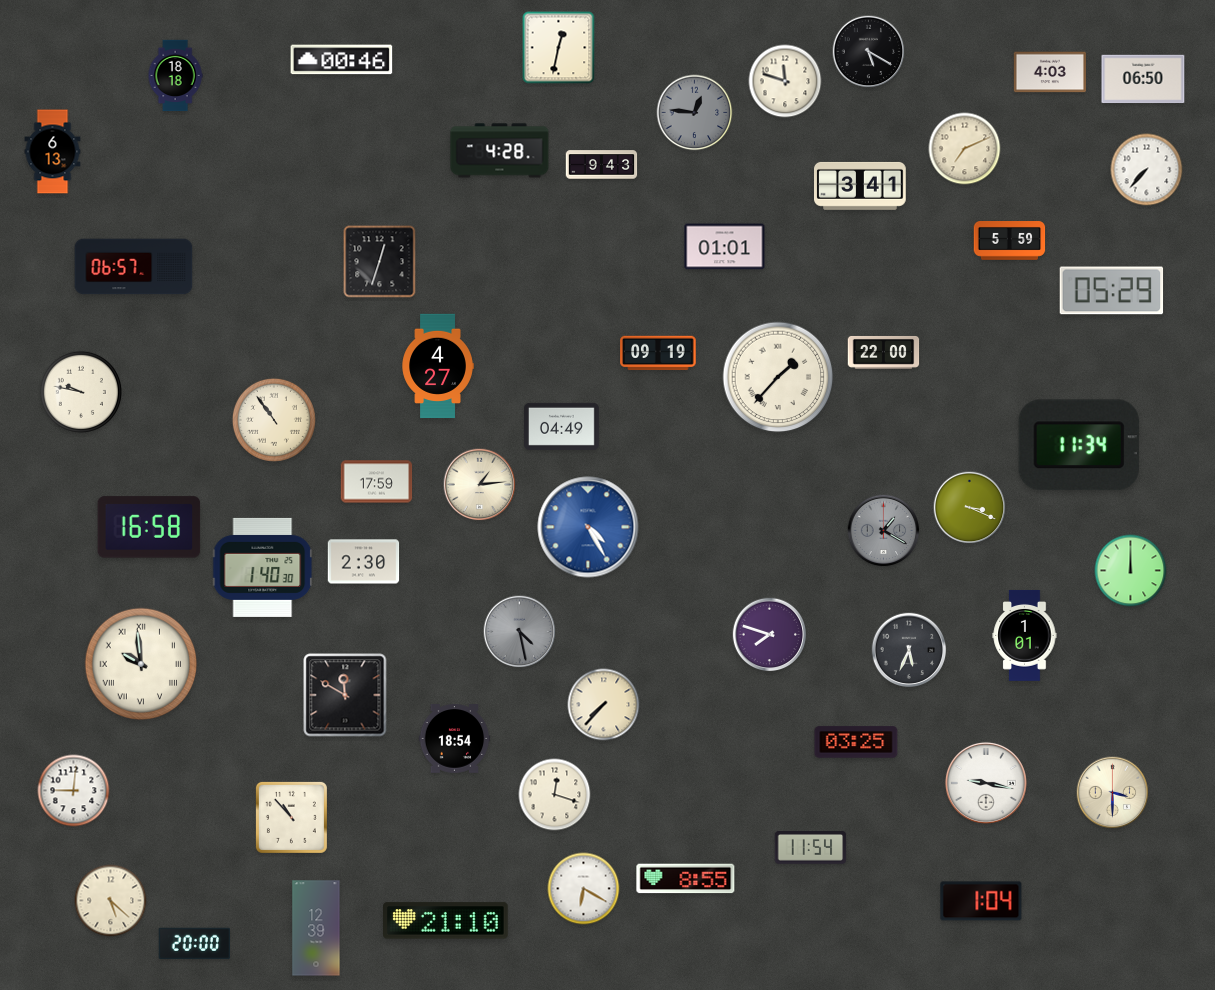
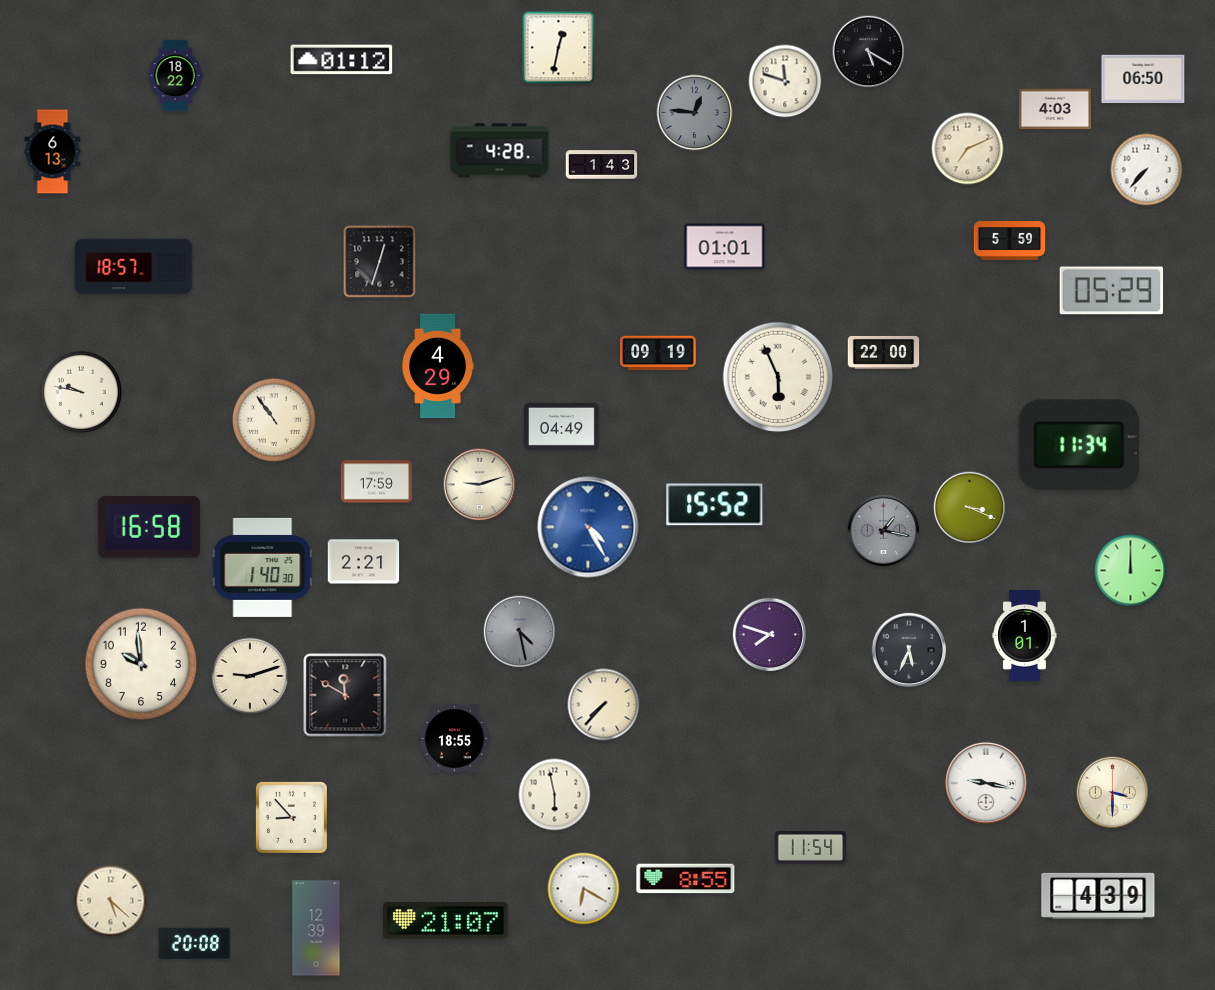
clock at (342, 60): 00:46 -> 01:12
clock at (1049, 72) position: (1049, 72) -> (1054, 109)
clock at (175, 76): 18:18 -> 18:22
clock at (965, 149) position: (965, 149) -> (968, 149)
clock at (602, 165): 9:43 -> 1:43
clock at (860, 186): 3:41 -> none
clock at (134, 267): 06:57 -> 18:57
clock at (438, 366): 4:27 -> 4:29
clock at (778, 377): 1:37 -> 5:56
clock at (480, 485): 1:14 -> 9:12
clock at (715, 505): none -> 15:52
clock at (884, 531): 1:20 -> 1:17
clock at (364, 562): 2:30 -> 2:21
clock at (141, 664) numerals: Roman -> Arabic
clock at (250, 676): none -> 9:12
clock at (455, 739): 18:54 -> 18:55
clock at (856, 742): 03:25 -> none
clock at (74, 791): 9:01 -> none
clock at (555, 795): 12:18 -> 5:58
clock at (291, 817): 10:53 -> 8:53
clock at (1098, 896): none -> 4:39
clock at (981, 901): 1:04 -> none
clock at (446, 921): 21:10 -> 21:07
clock at (195, 943): 20:00 -> 20:08
